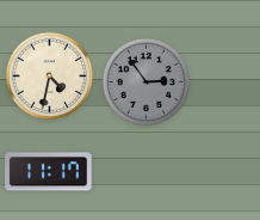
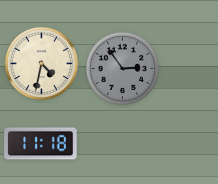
clock at (49, 172): 11:17 -> 11:18
